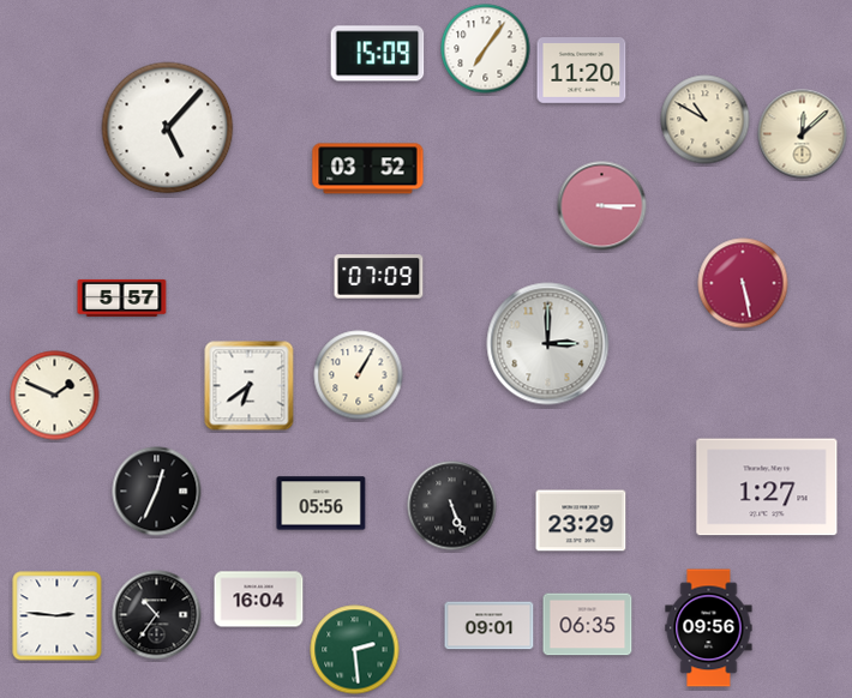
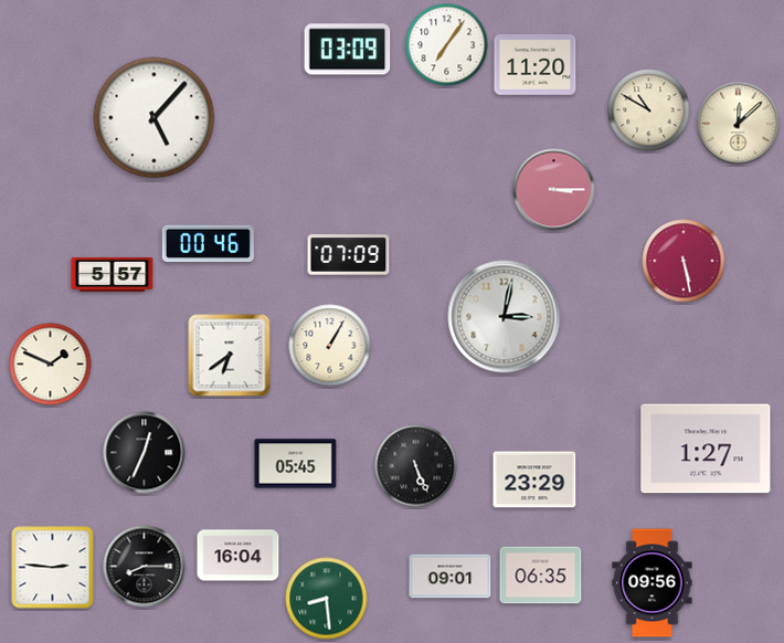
clock at (378, 54): 15:09 -> 03:09
clock at (368, 169): 03:52 -> none
clock at (208, 244): none -> 00:46
clock at (548, 344): 3:00 -> 3:02
clock at (322, 504): 05:56 -> 05:45
clock at (259, 600) position: (259, 600) -> (239, 556)
clock at (157, 615): 10:36 -> 8:15
clock at (709, 628) position: (709, 628) -> (653, 583)
clock at (355, 650): 2:29 -> 8:29
